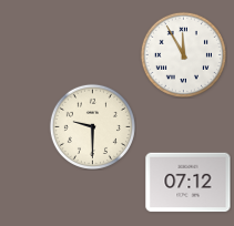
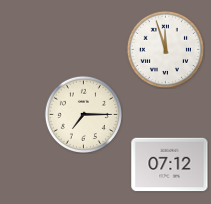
clock at (183, 54): 11:55 -> 11:57
clock at (92, 126): 9:30 -> 7:15
